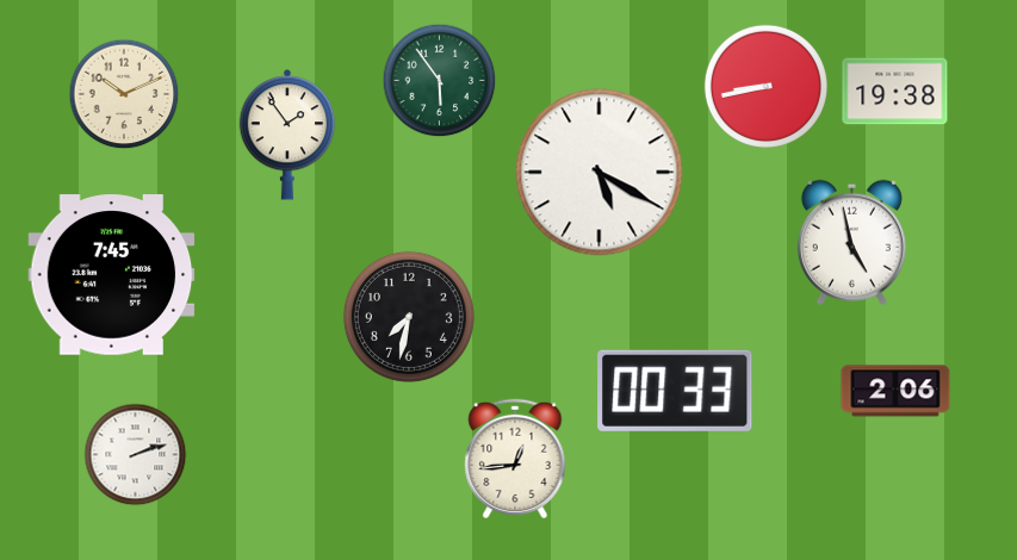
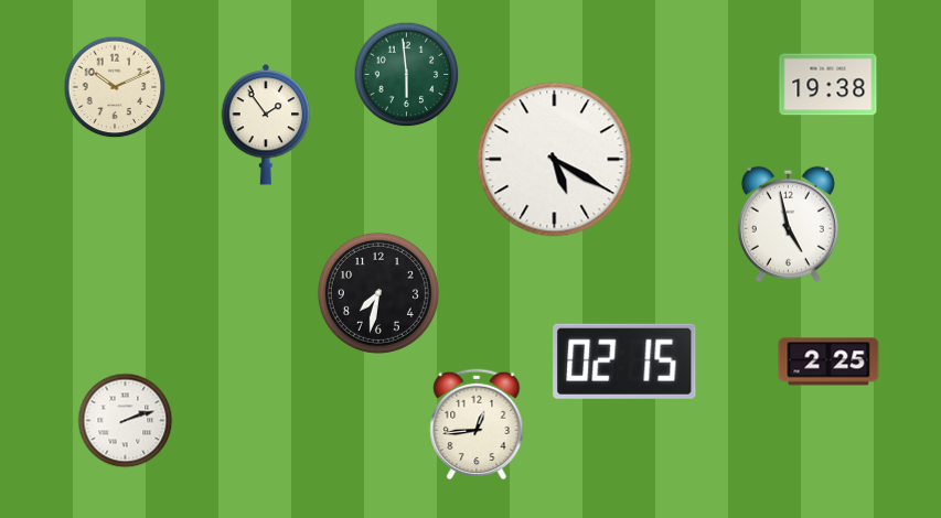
clock at (440, 81): 5:54 -> 5:59
clock at (765, 86): 8:43 -> none
clock at (112, 275): 7:45 -> none
clock at (675, 391): 00:33 -> 02:15
clock at (895, 391): 2:06 -> 2:25
